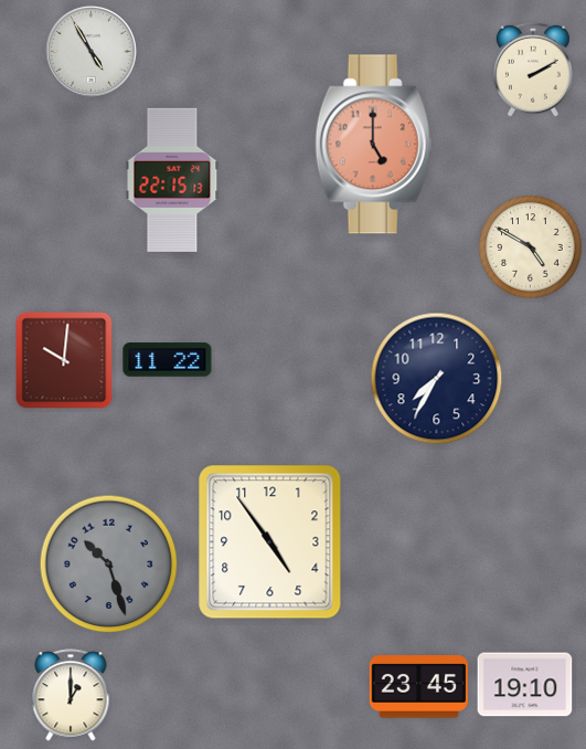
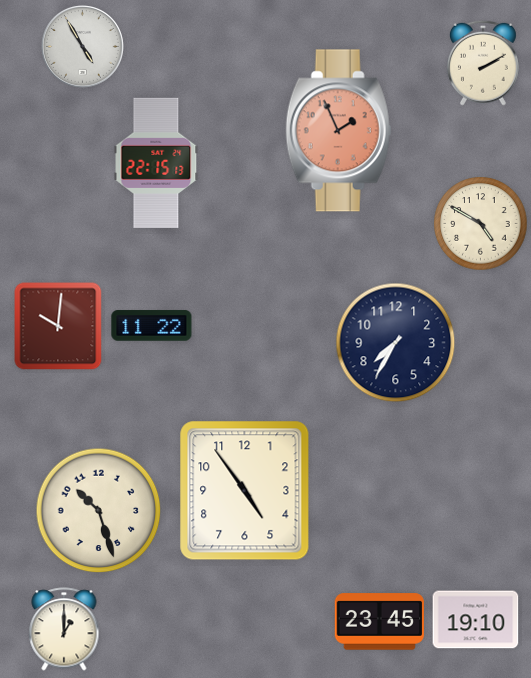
clock at (374, 145): 5:00 -> 1:56
clock at (109, 565) dial: grey -> cream
